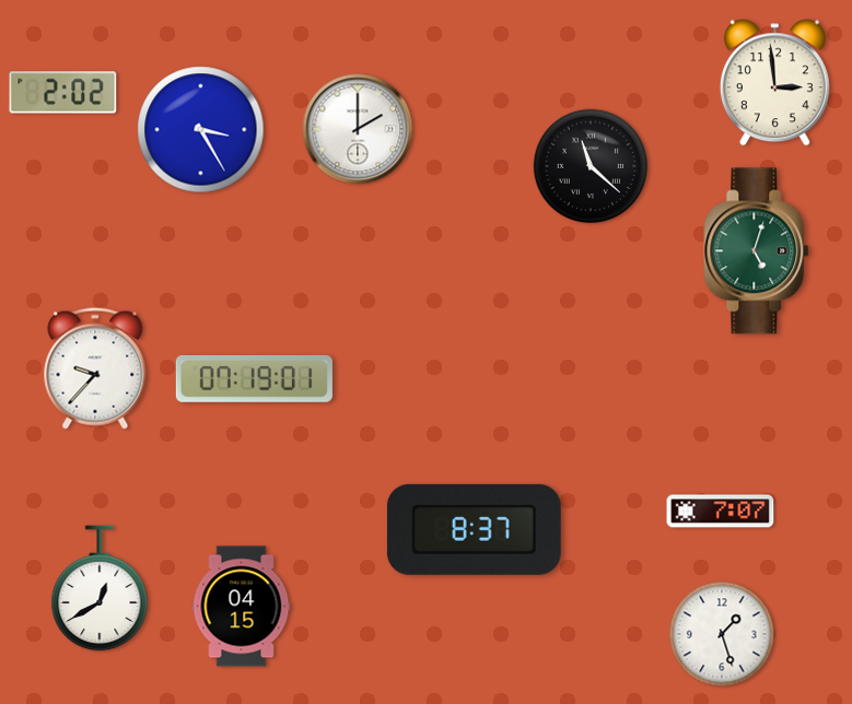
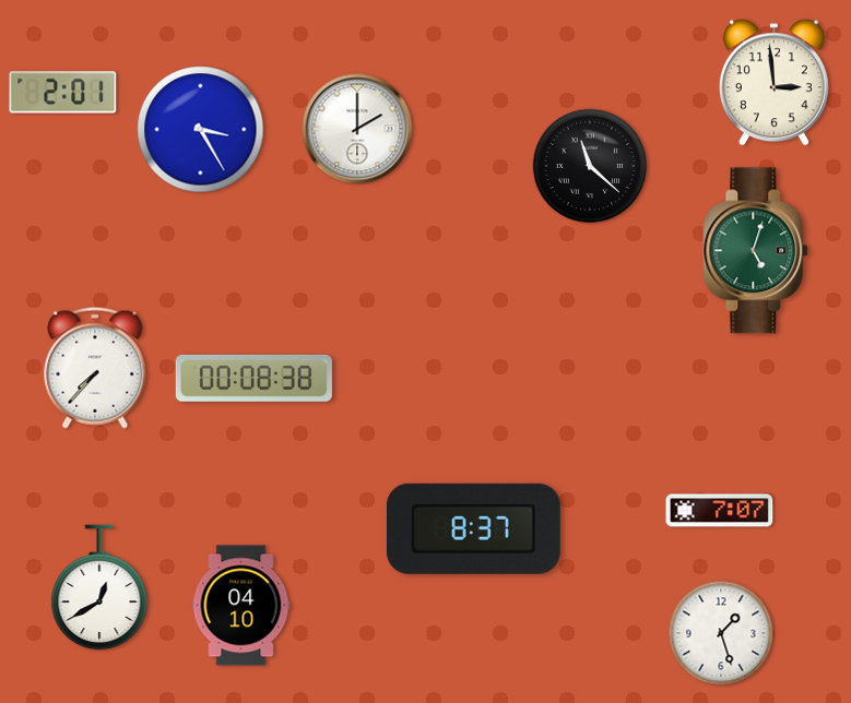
clock at (63, 93): 2:02 -> 2:01
clock at (95, 368): 9:37 -> 7:37
clock at (254, 378): 07:19 -> 00:08
clock at (242, 607): 04:15 -> 04:10
